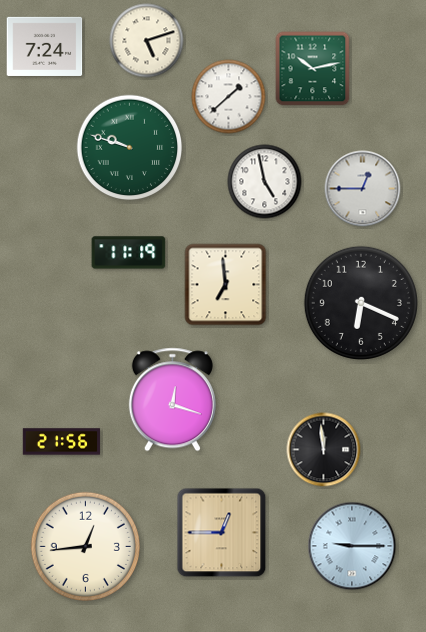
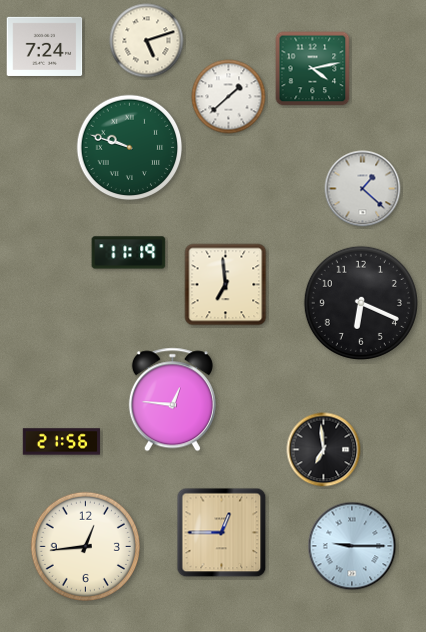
clock at (313, 69): 10:13 -> 4:13
clock at (265, 182): 4:58 -> none
clock at (363, 189): 12:45 -> 1:22
clock at (172, 400): 12:18 -> 12:46
clock at (324, 450): 11:59 -> 6:59
